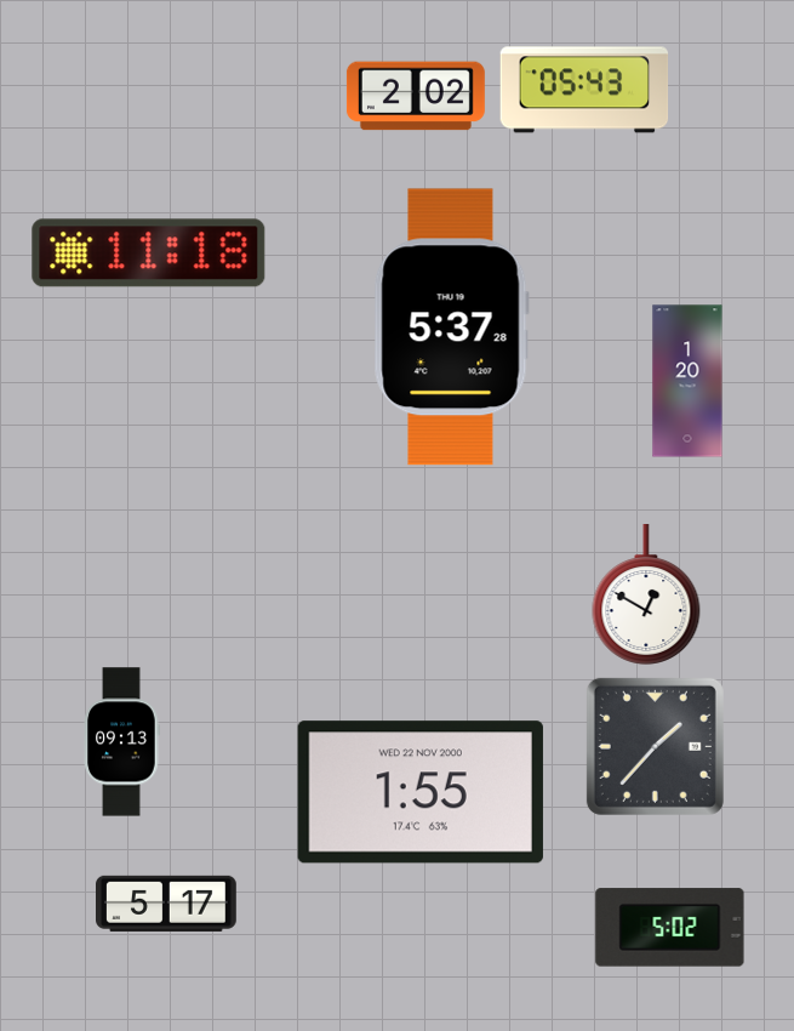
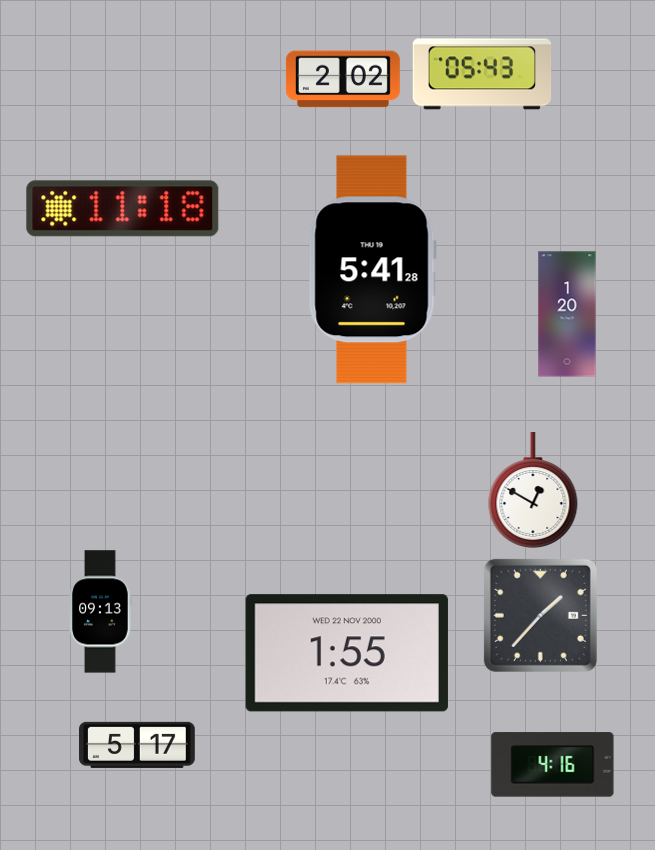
clock at (451, 327): 5:37 -> 5:41
clock at (670, 928): 5:02 -> 4:16
